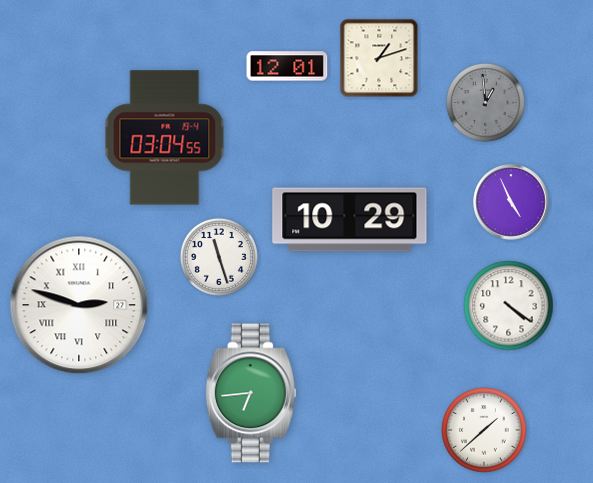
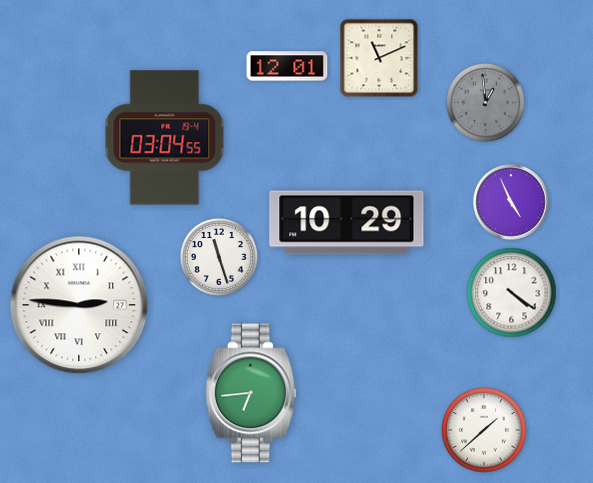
clock at (379, 58): 1:12 -> 11:11
clock at (350, 220) position: (350, 220) -> (347, 223)
clock at (79, 305): 2:48 -> 2:46
clock at (509, 306) position: (509, 306) -> (512, 293)
